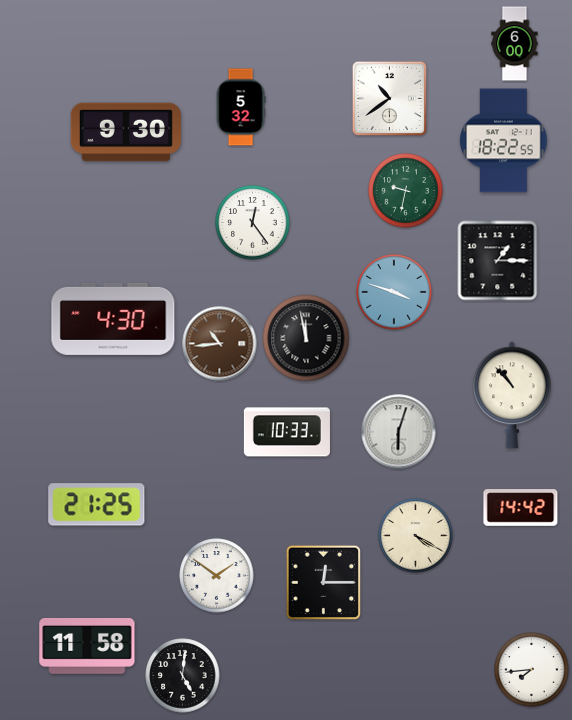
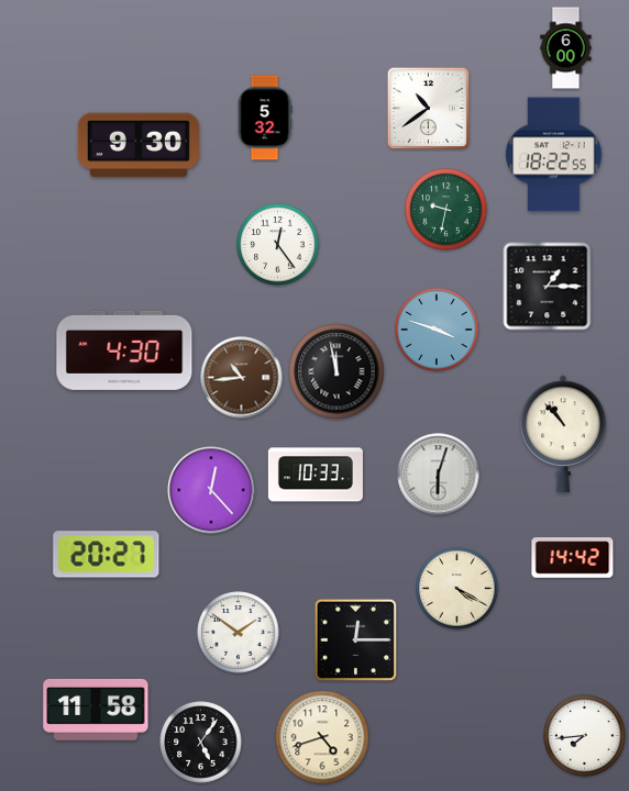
clock at (394, 292) position: (394, 292) -> (437, 330)
clock at (211, 490): none -> 12:23
clock at (97, 505): 21:25 -> 20:27
clock at (322, 737): none -> 4:42
clock at (183, 676): 5:01 -> 5:06
